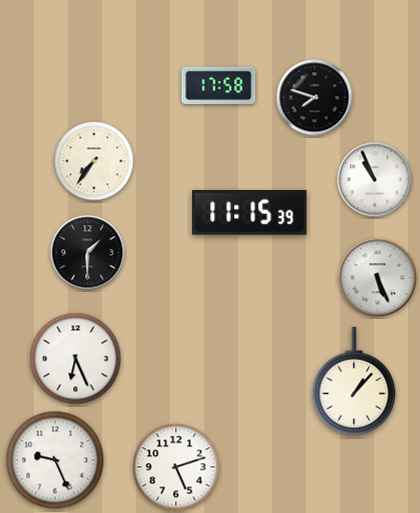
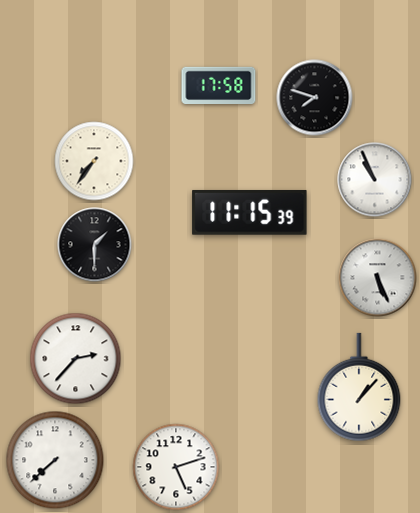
clock at (88, 253) position: (88, 253) -> (95, 245)
clock at (76, 359): 6:26 -> 2:37
clock at (354, 381) position: (354, 381) -> (359, 387)
clock at (55, 460): 9:26 -> 7:38
